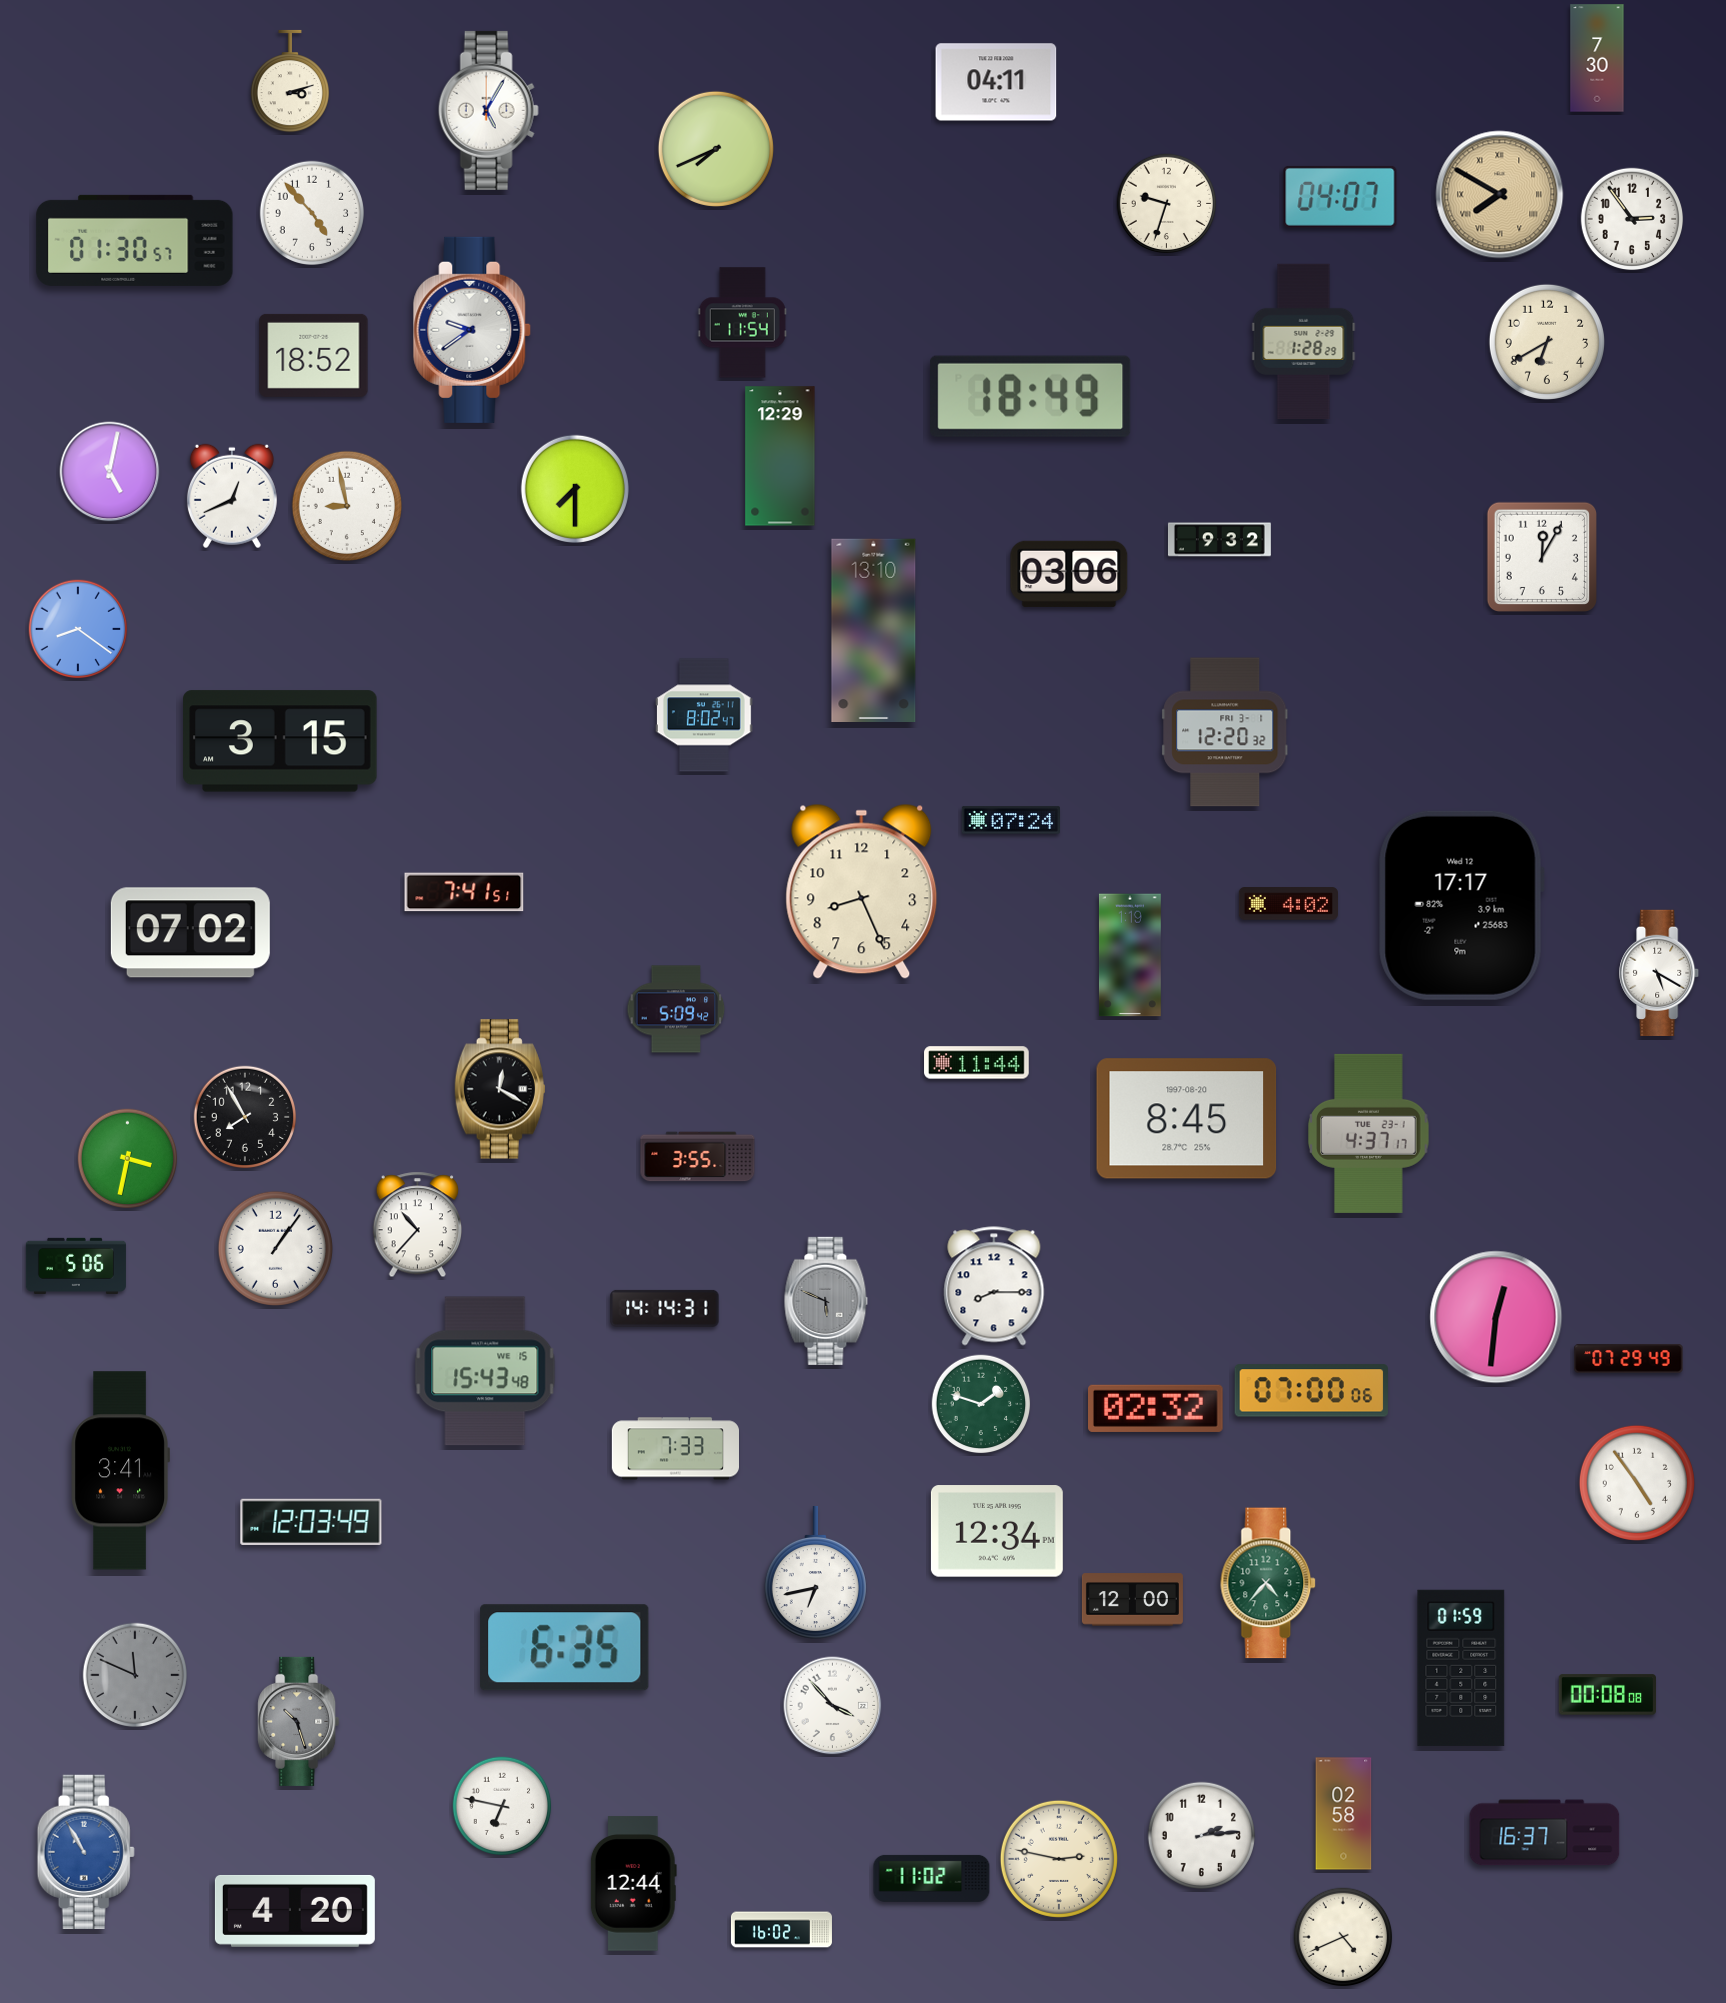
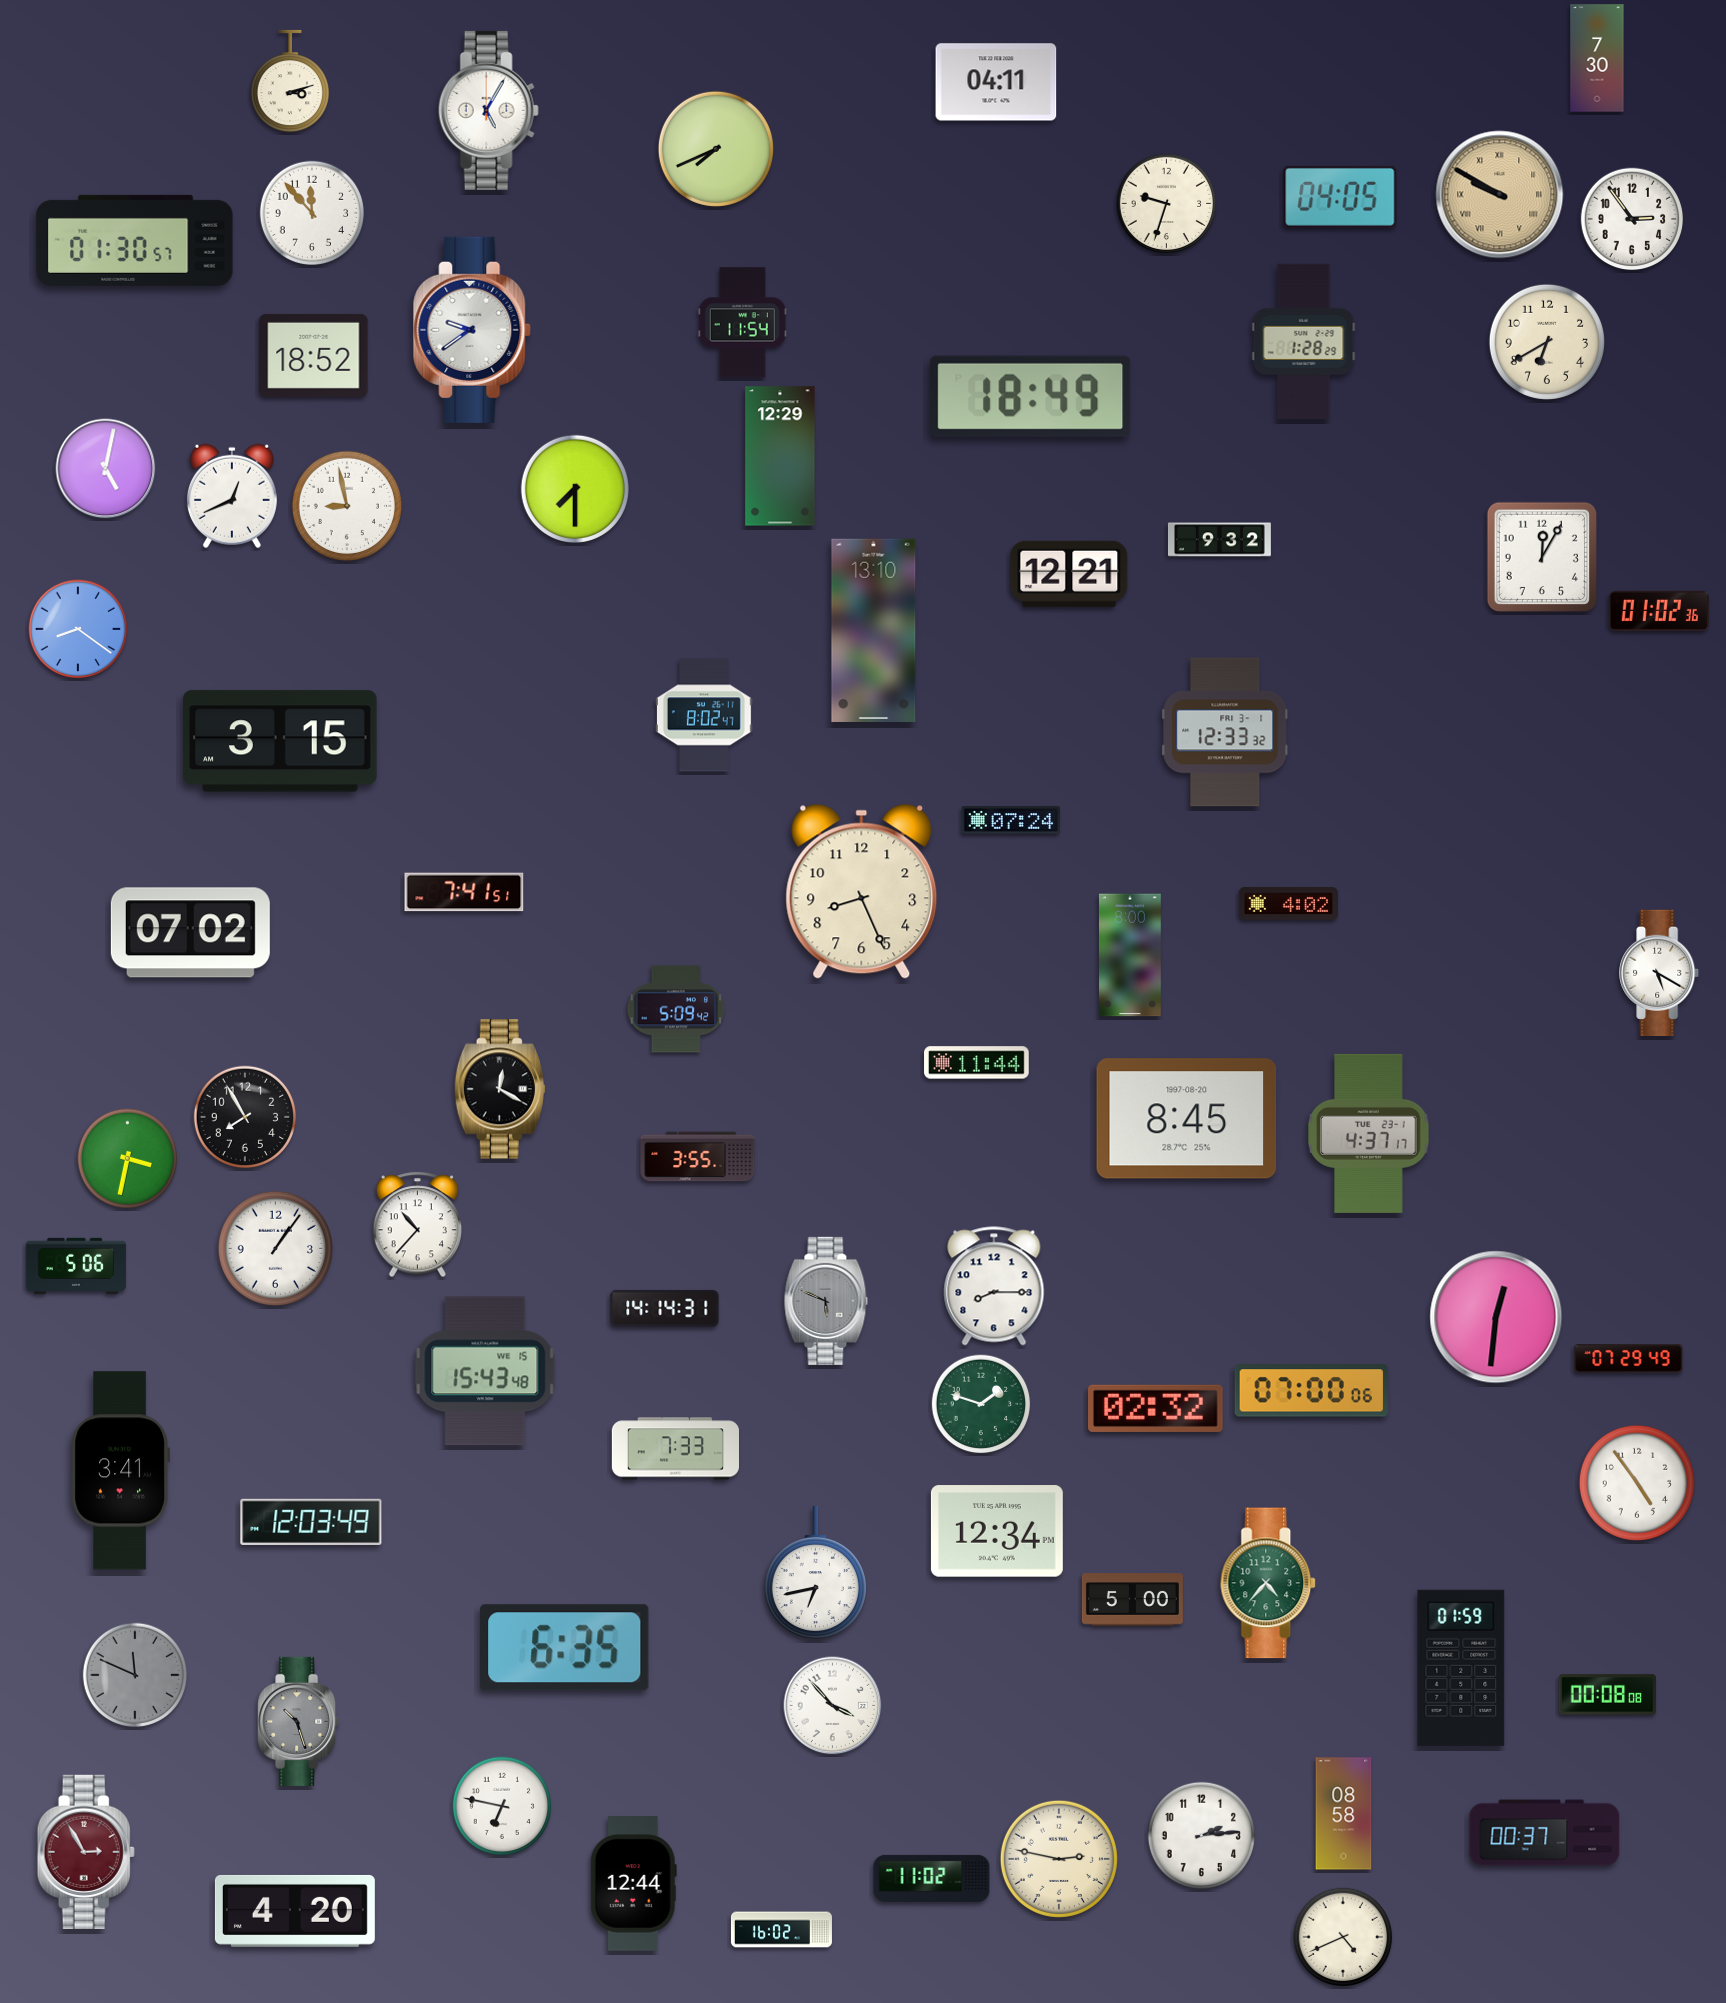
clock at (1500, 195): 7:50 -> 9:50
clock at (1340, 197): 04:07 -> 04:05
clock at (311, 212): 4:53 -> 11:53
clock at (110, 472) position: (110, 472) -> (106, 469)
clock at (1069, 574): 03:06 -> 12:21
clock at (1659, 611): none -> 01:02
clock at (1225, 732): 12:20 -> 12:33
clock at (1461, 905): 17:17 -> none
clock at (1130, 955): 1:19 -> 8:00
clock at (1132, 1600): 12:00 -> 5:00
clock at (1344, 1814): 02:58 -> 08:58
clock at (1545, 1833): 16:37 -> 00:37
clock at (86, 1851): 10:55 -> 2:55
clock at (86, 1851) dial: blue -> burgundy
